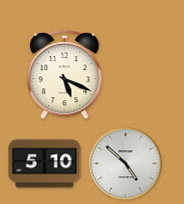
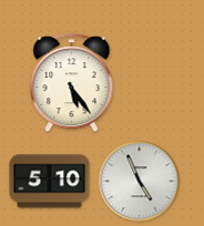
clock at (65, 75): 5:19 -> 5:24
clock at (126, 164): 4:52 -> 4:56
